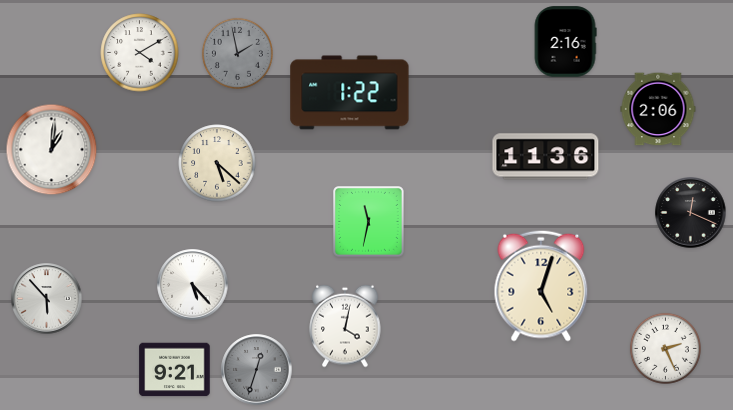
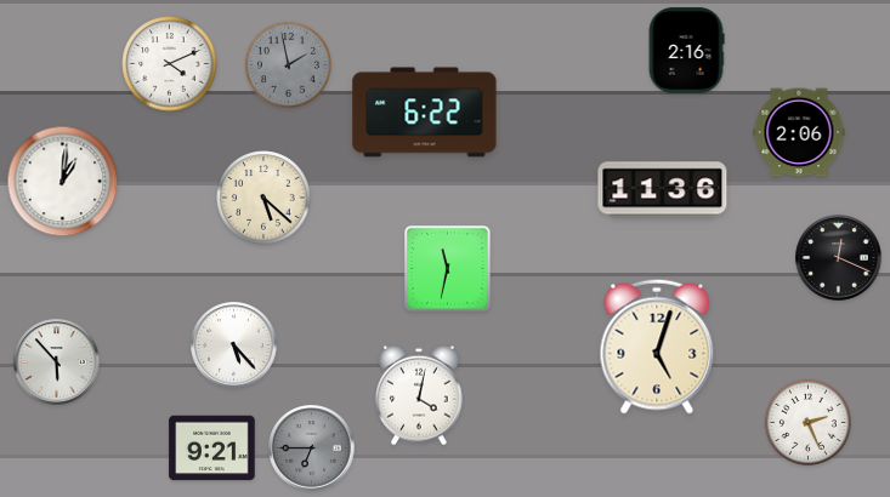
clock at (140, 53): 4:10 -> 4:11
clock at (350, 93): 1:22 -> 6:22
clock at (257, 370): 12:33 -> 6:45
